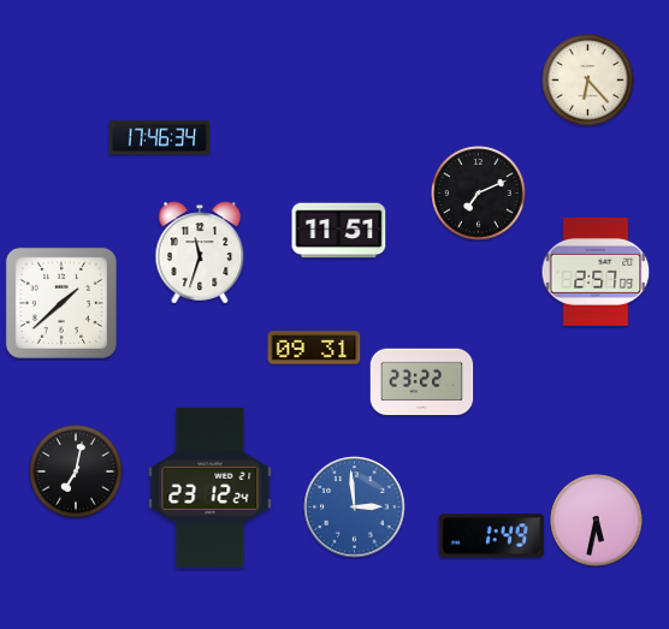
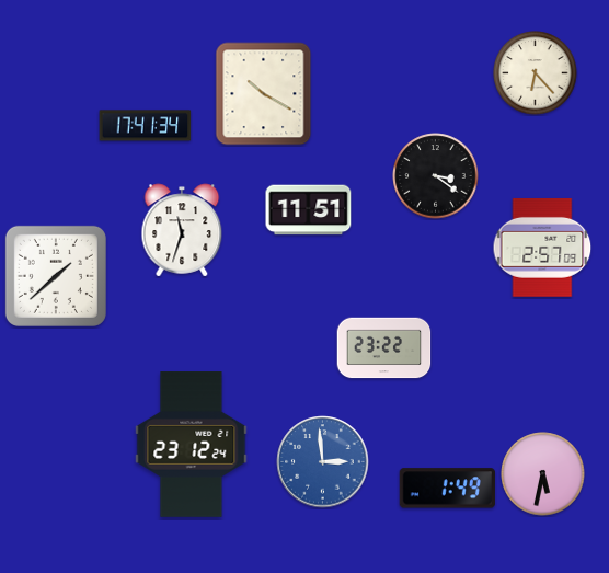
clock at (264, 94): none -> 10:20
clock at (160, 138): 17:46 -> 17:41
clock at (479, 194): 7:11 -> 3:21
clock at (314, 348): 09:31 -> none
clock at (76, 471): 7:02 -> none
